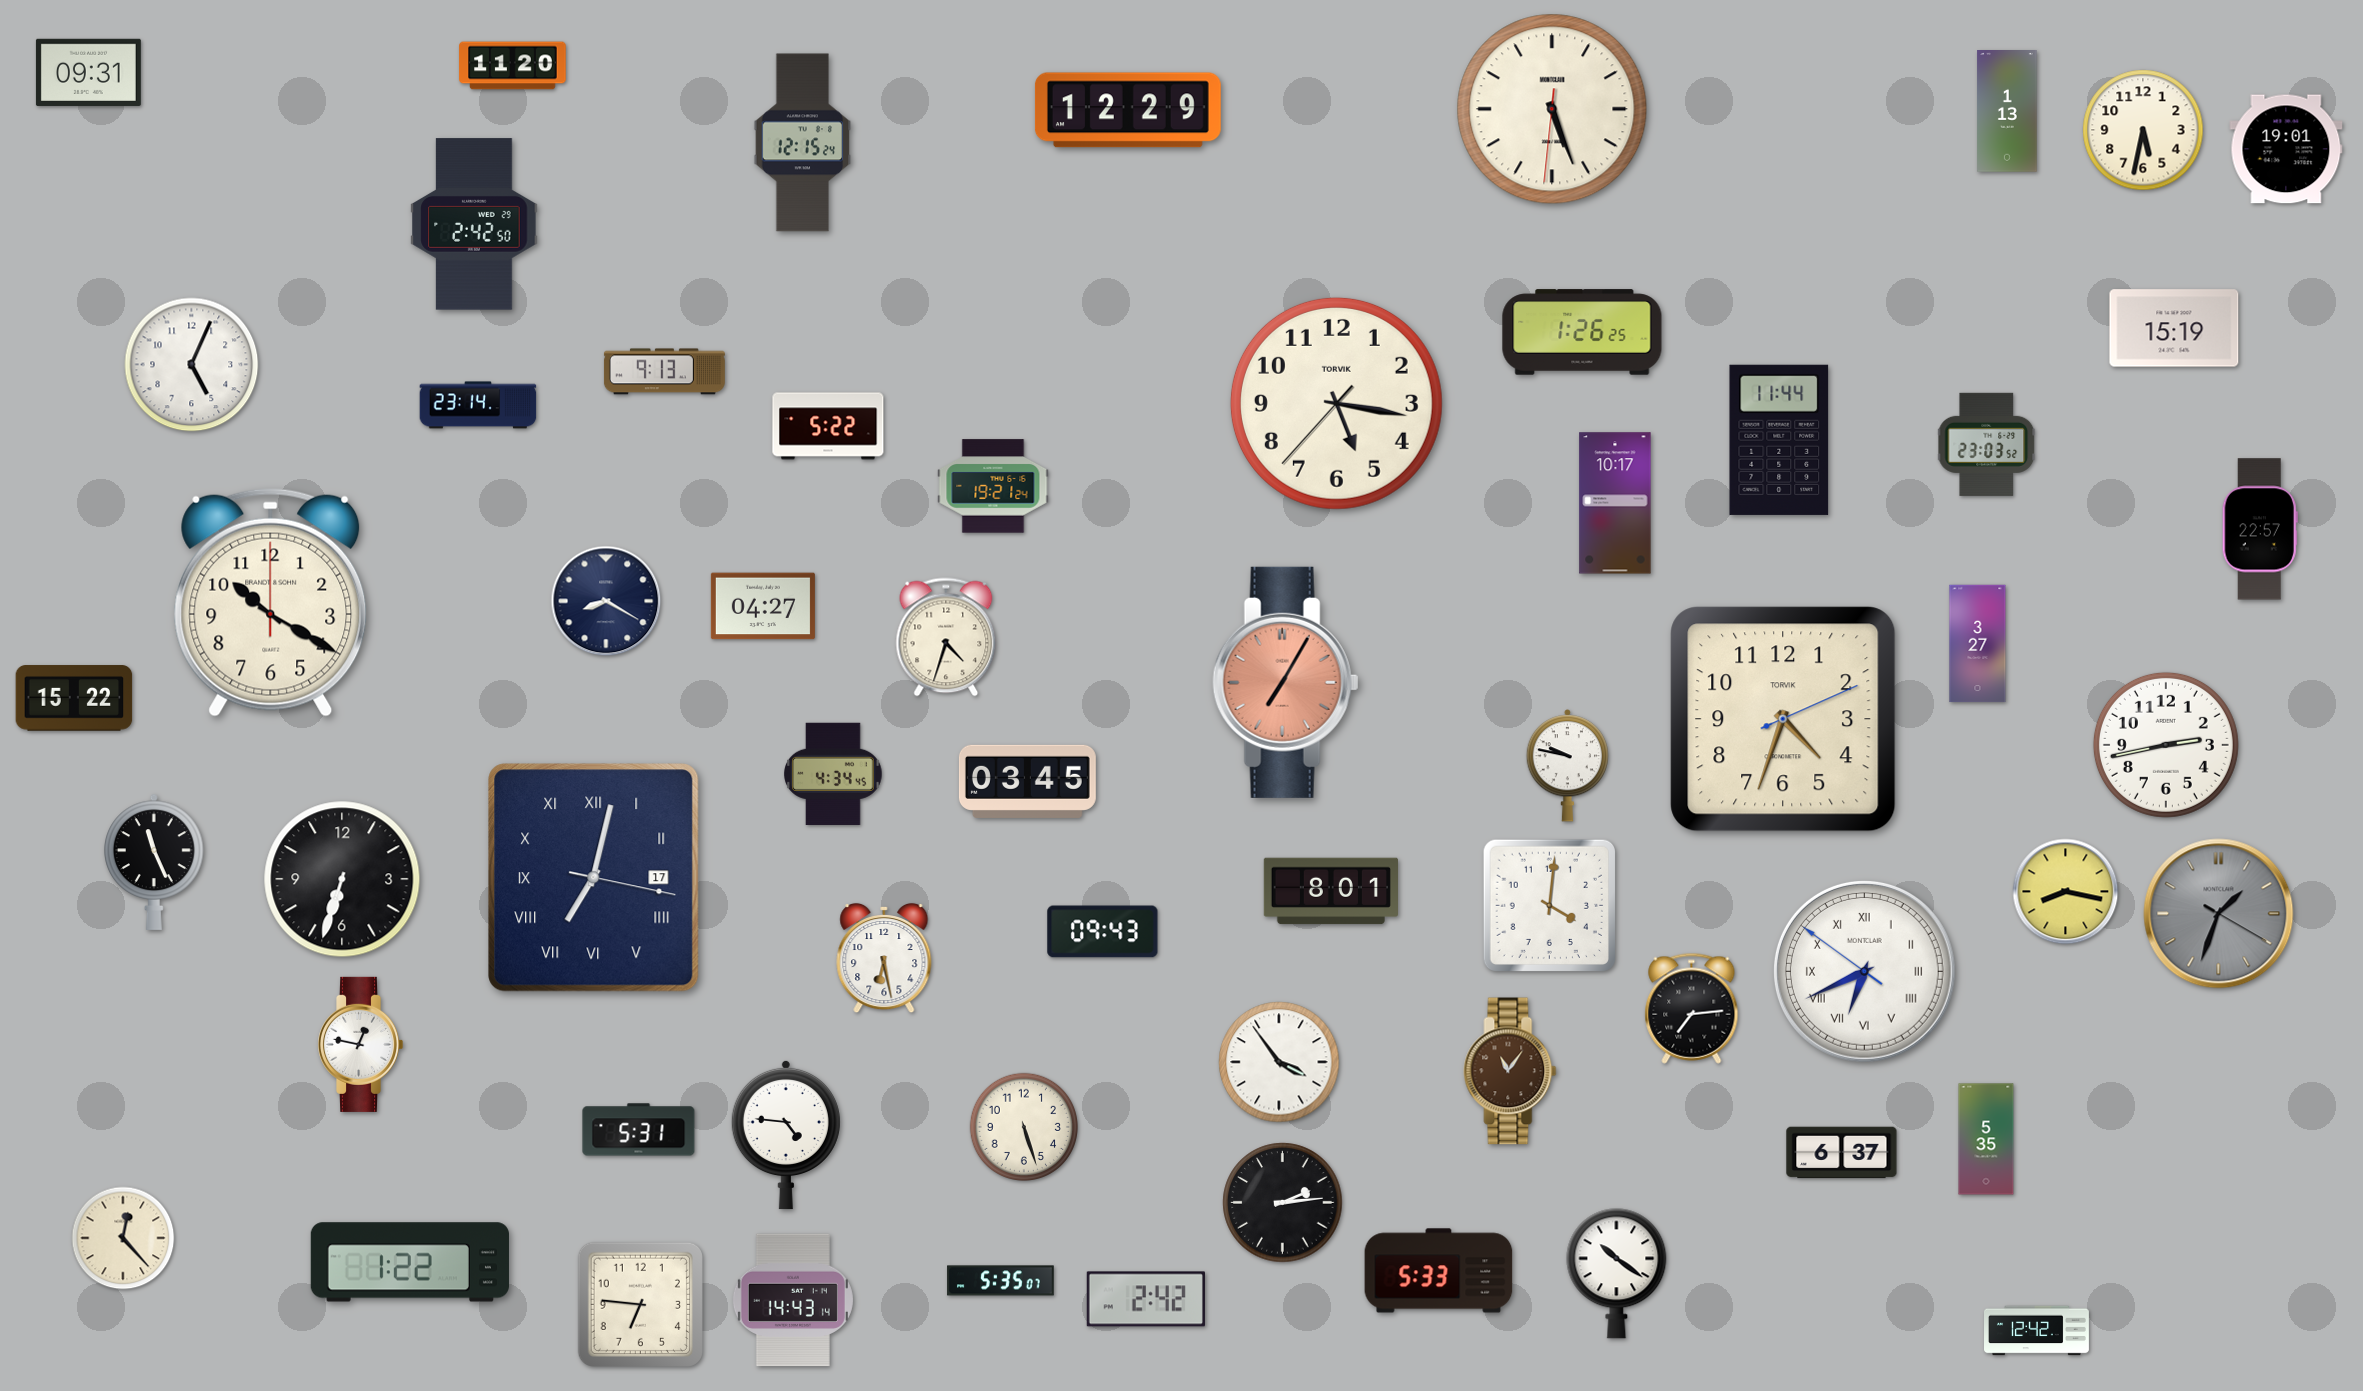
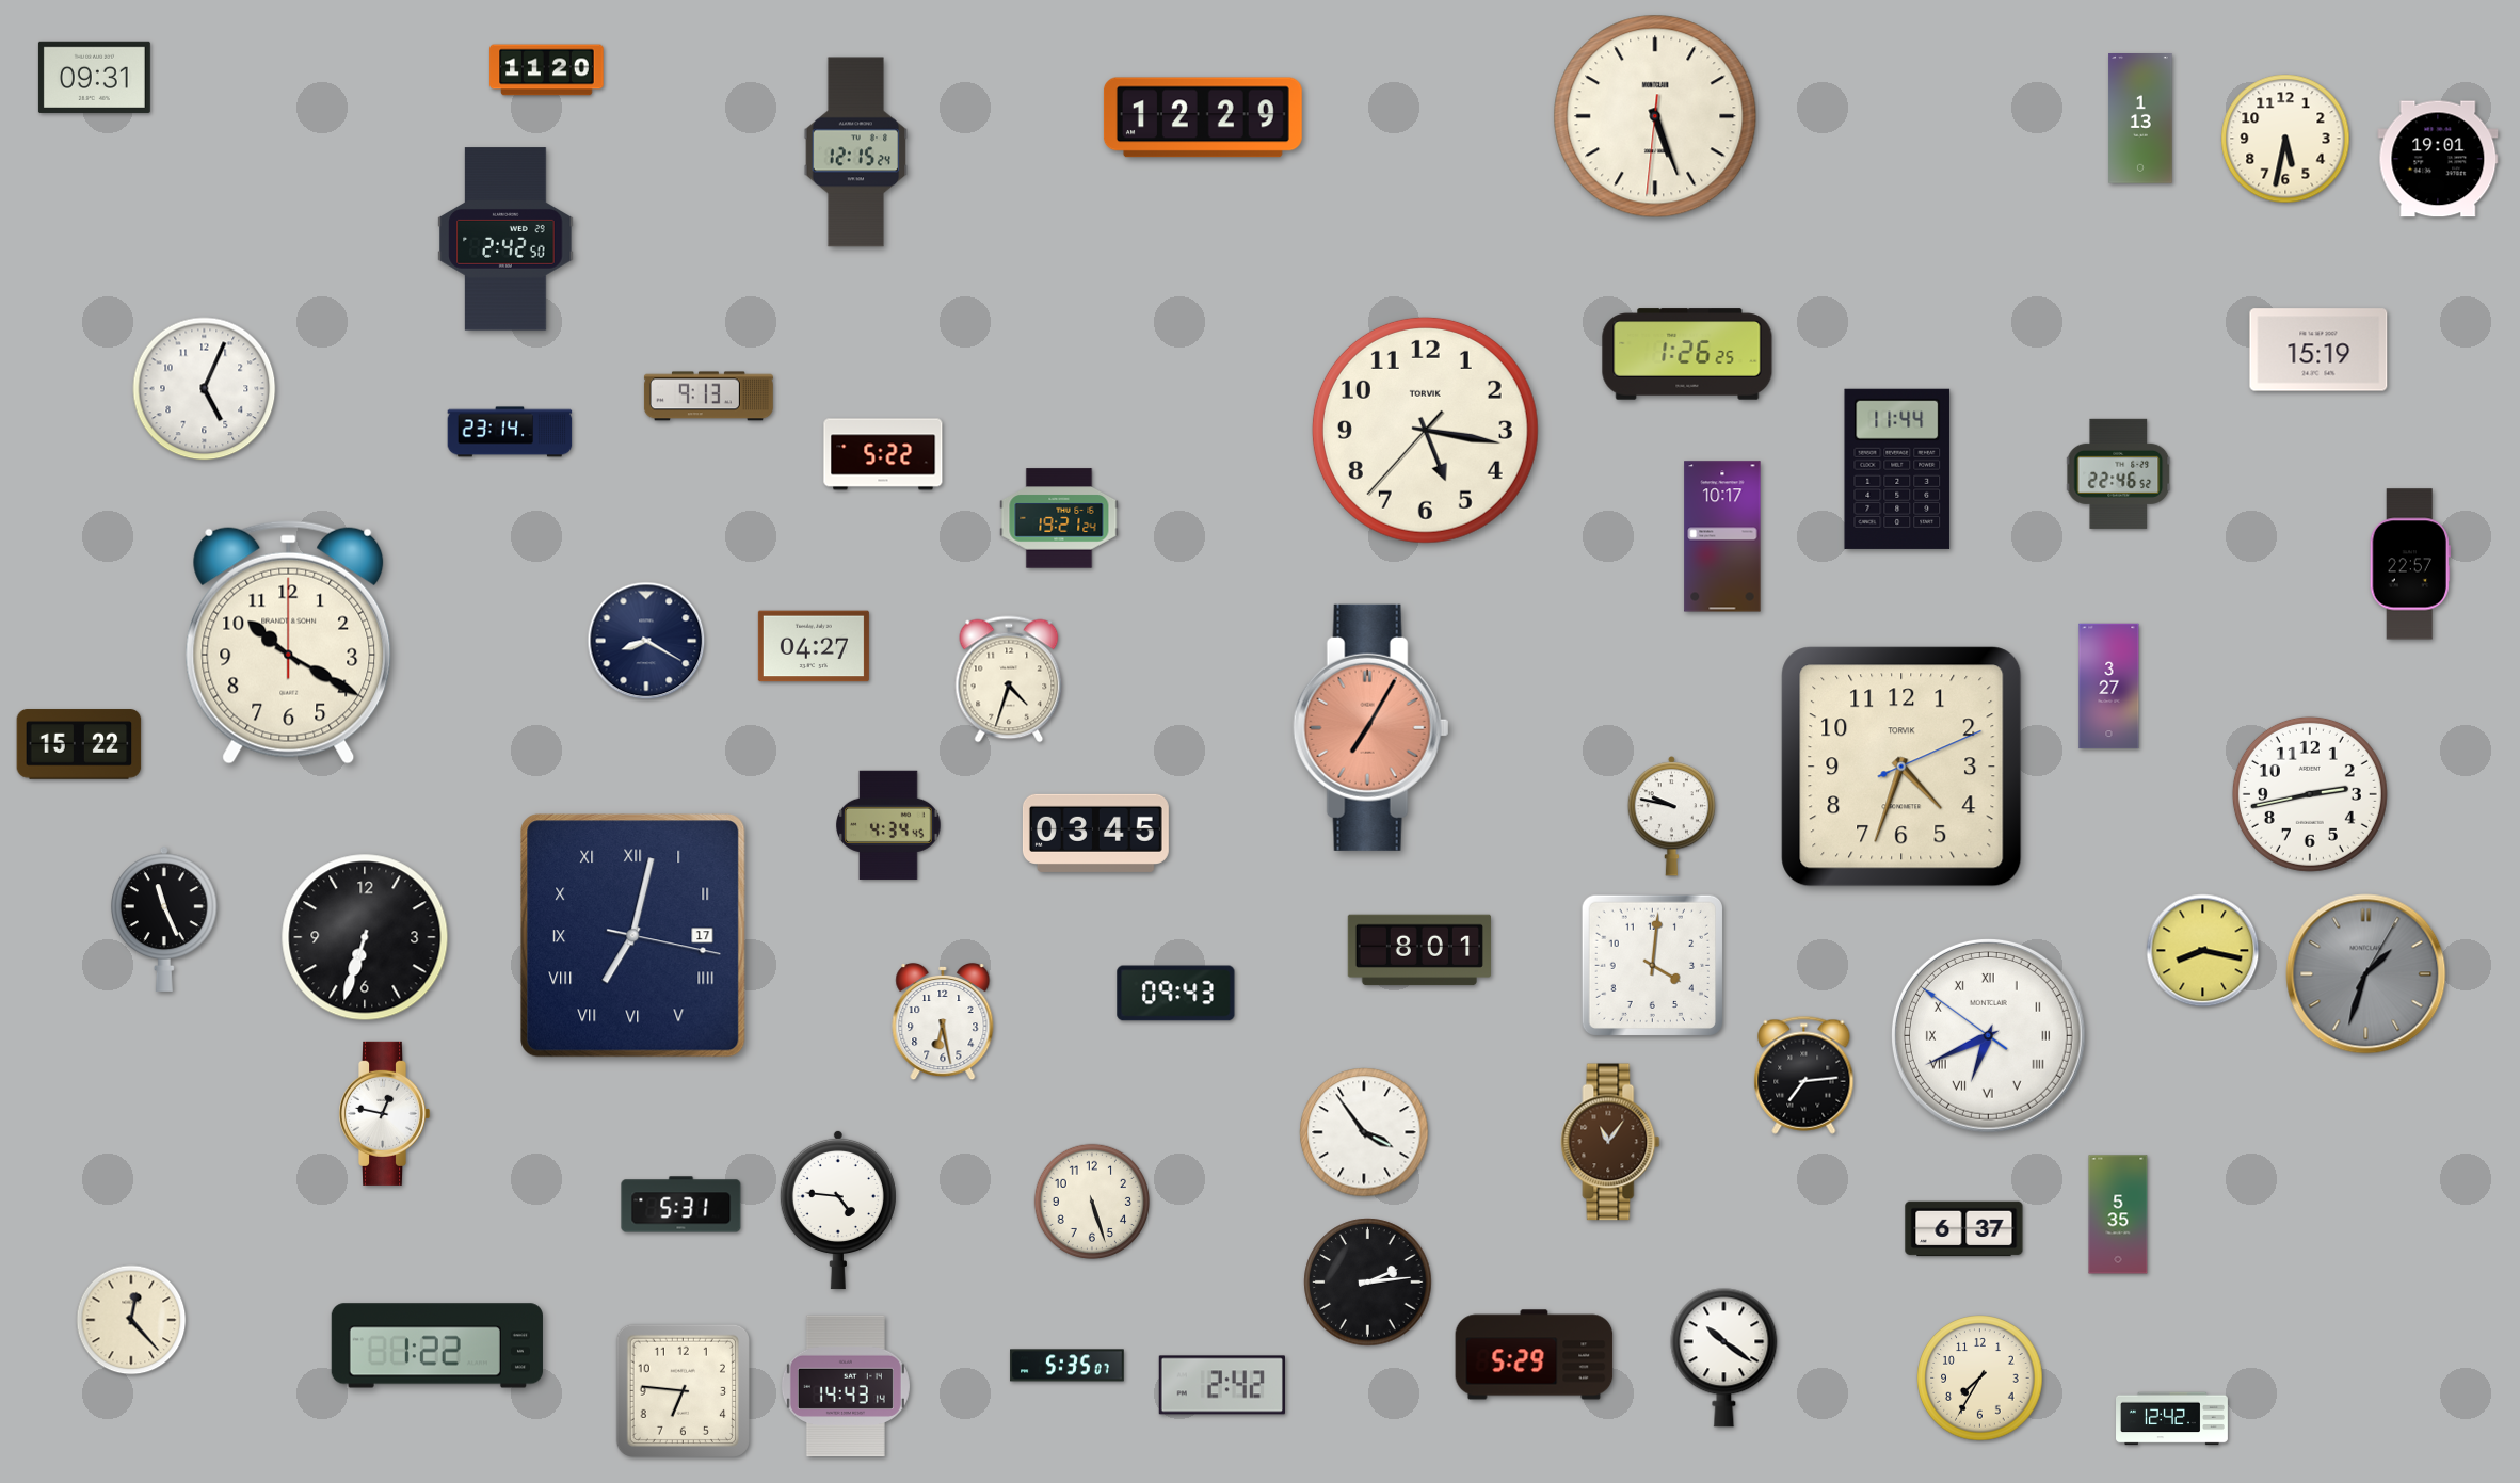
clock at (1987, 444): 23:03 -> 22:46
clock at (2219, 914): 1:33:20 -> 1:33:05
clock at (1439, 1271): 5:33 -> 5:29
clock at (1980, 1379): none -> 7:35
